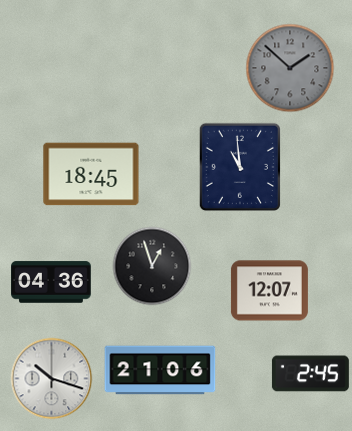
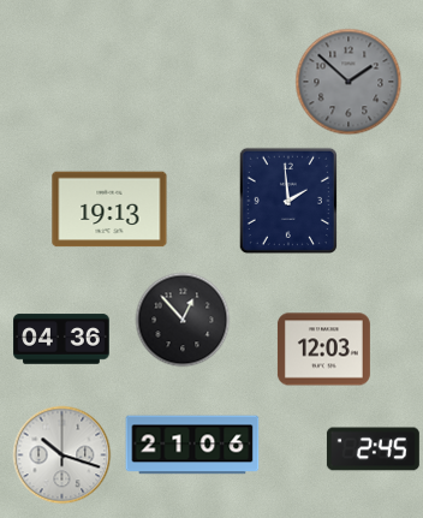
clock at (240, 167): 10:59 -> 1:59
clock at (91, 174): 18:45 -> 19:13
clock at (152, 266): 12:57 -> 12:53
clock at (269, 291): 12:07 -> 12:03
